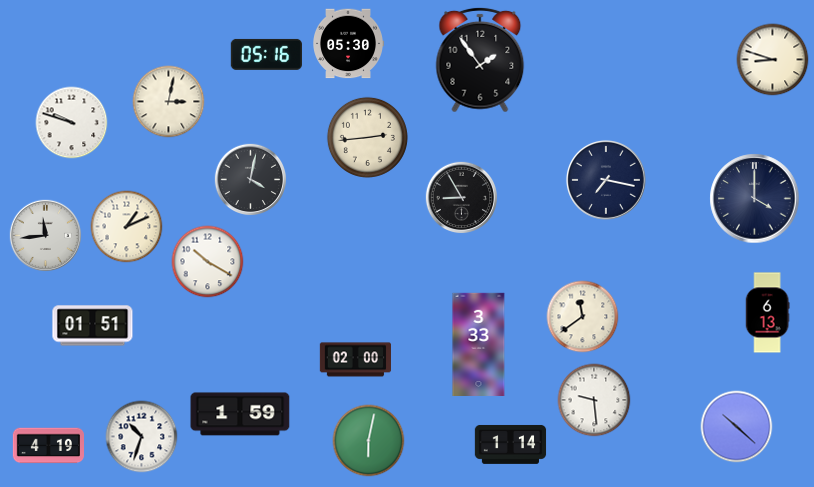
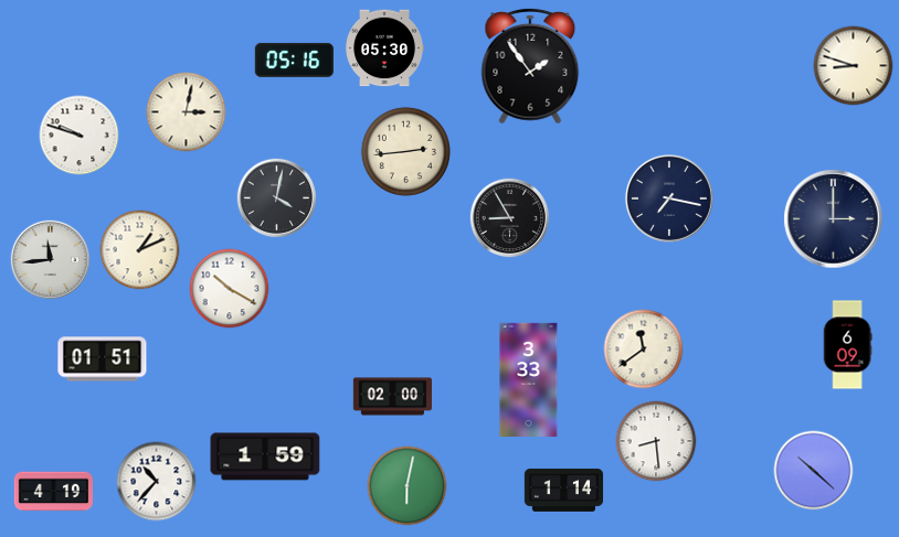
clock at (755, 199): 4:00 -> 3:00
clock at (767, 313): 6:13 -> 6:09
clock at (594, 400): 9:29 -> 8:29
clock at (142, 437): 10:33 -> 10:37
